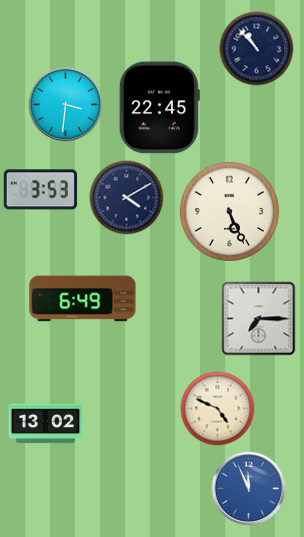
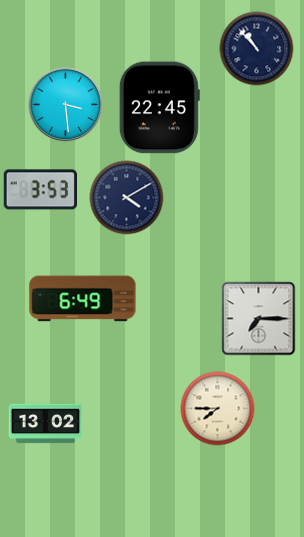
clock at (66, 105): 3:31 -> 3:29
clock at (229, 211): 5:26 -> none
clock at (218, 409): 4:49 -> 7:45
clock at (249, 489): 11:56 -> none
